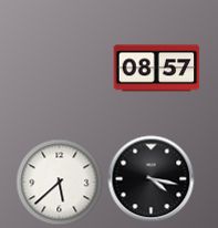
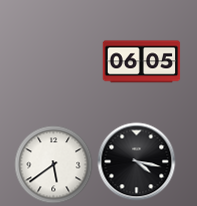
clock at (156, 69): 08:57 -> 06:05
clock at (59, 182): 5:38 -> 5:39
